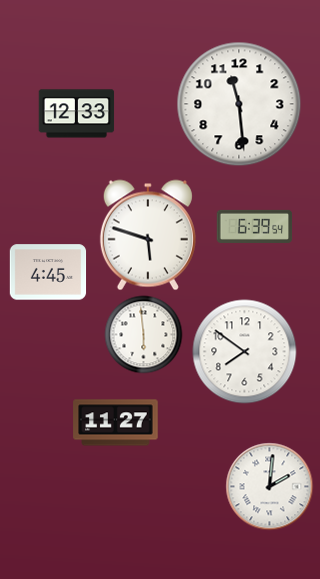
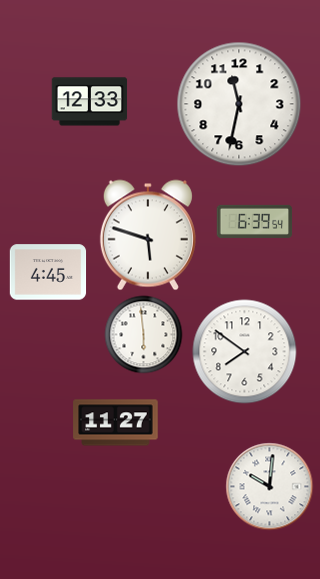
clock at (239, 104): 11:29 -> 11:32
clock at (77, 114) position: (77, 114) -> (90, 102)
clock at (255, 226) position: (255, 226) -> (255, 221)
clock at (270, 487): 2:01 -> 10:01
